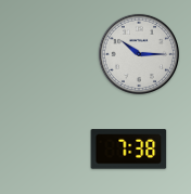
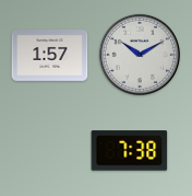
clock at (139, 54): 10:15 -> 10:10
clock at (50, 56): none -> 1:57
